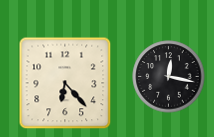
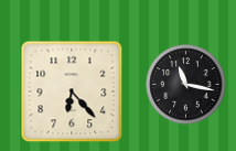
clock at (169, 77): 12:17 -> 11:17
